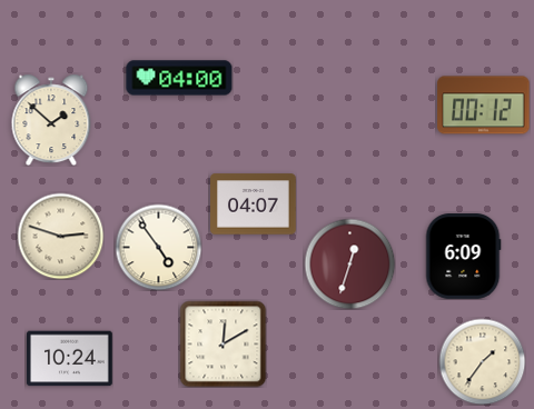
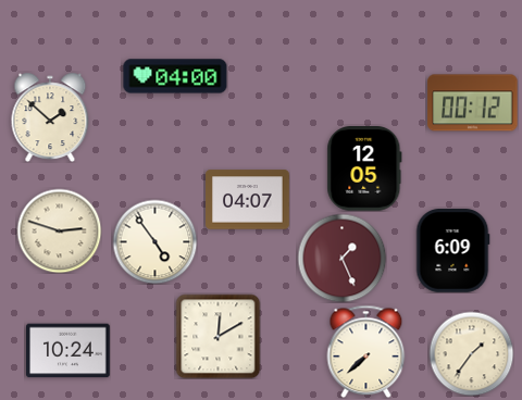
clock at (364, 170): none -> 12:05
clock at (349, 263): 12:33 -> 1:26
clock at (366, 351): none -> 7:38
